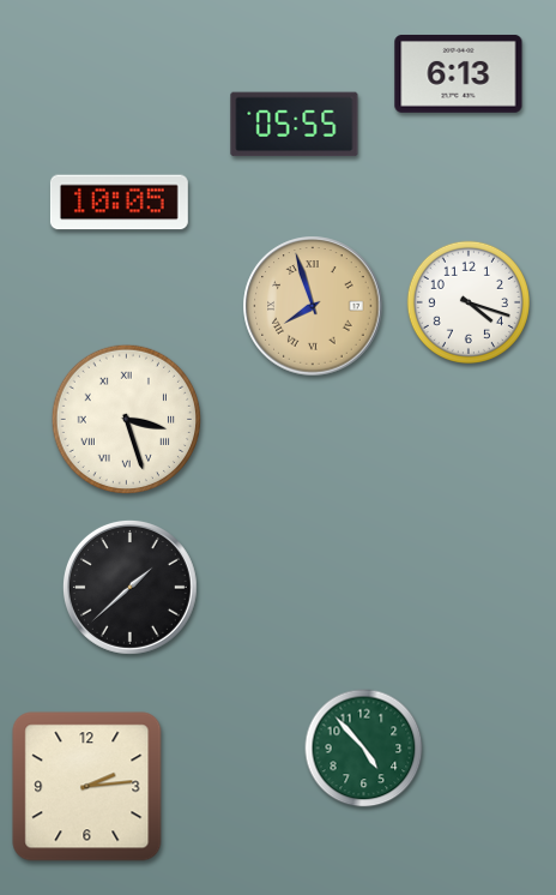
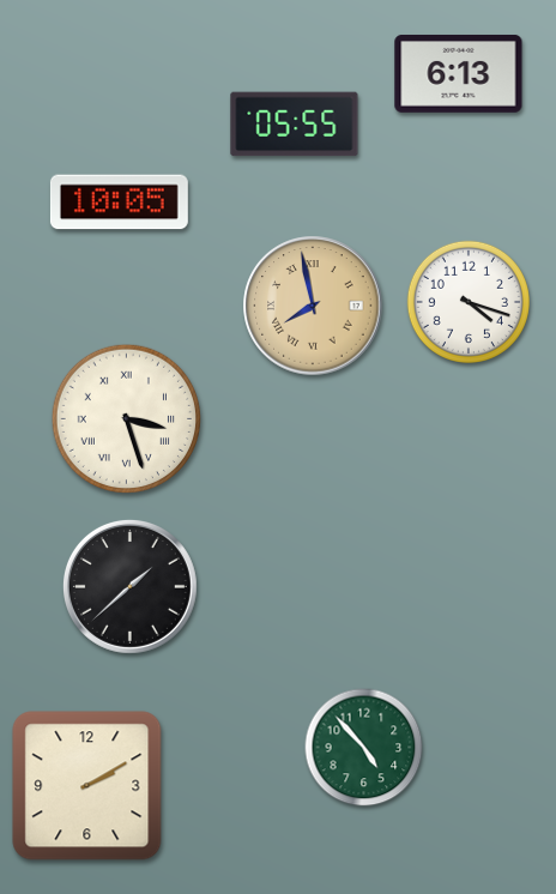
clock at (313, 306): 7:57 -> 7:58
clock at (87, 787): 2:14 -> 2:10
